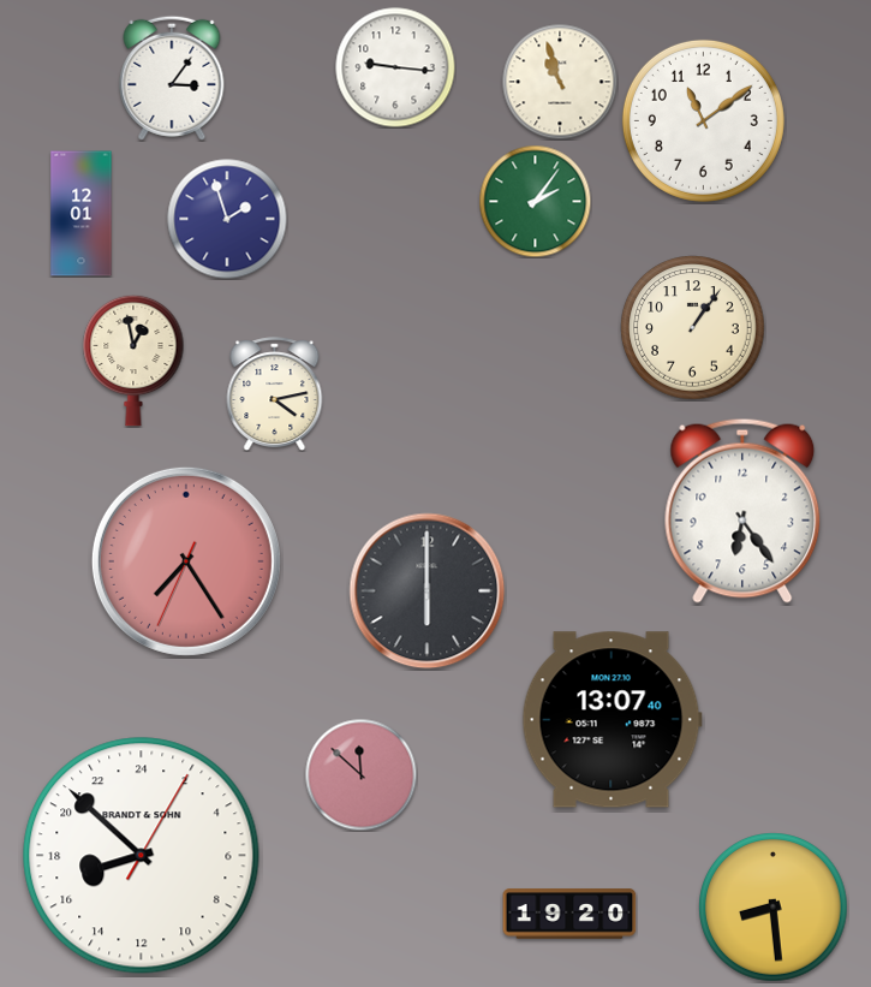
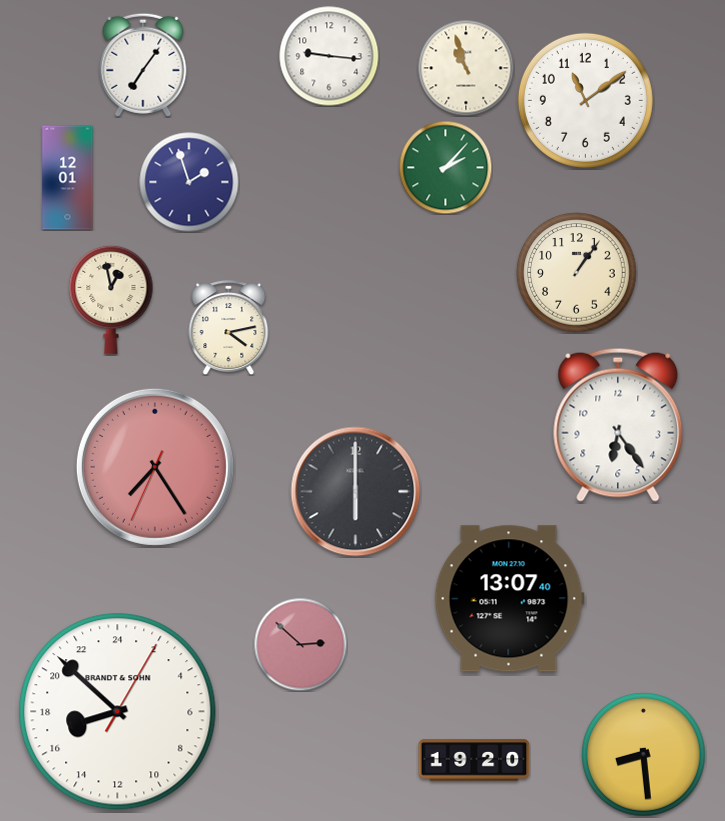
clock at (172, 78): 3:06 -> 7:06
clock at (535, 201): 2:06 -> 2:07
clock at (360, 774): 11:52 -> 2:52
